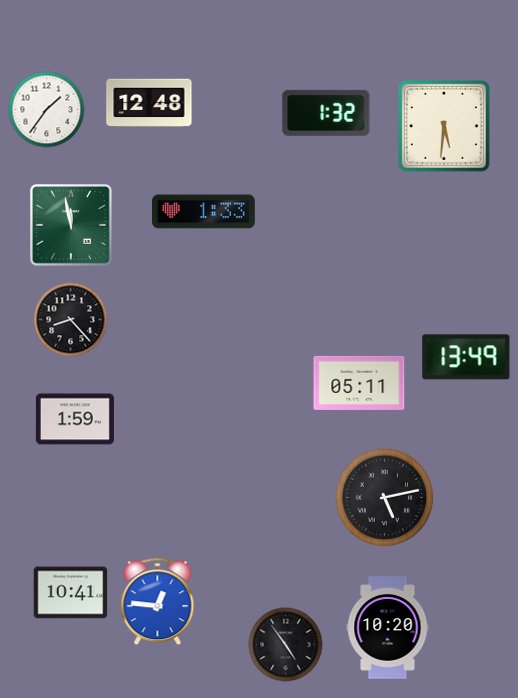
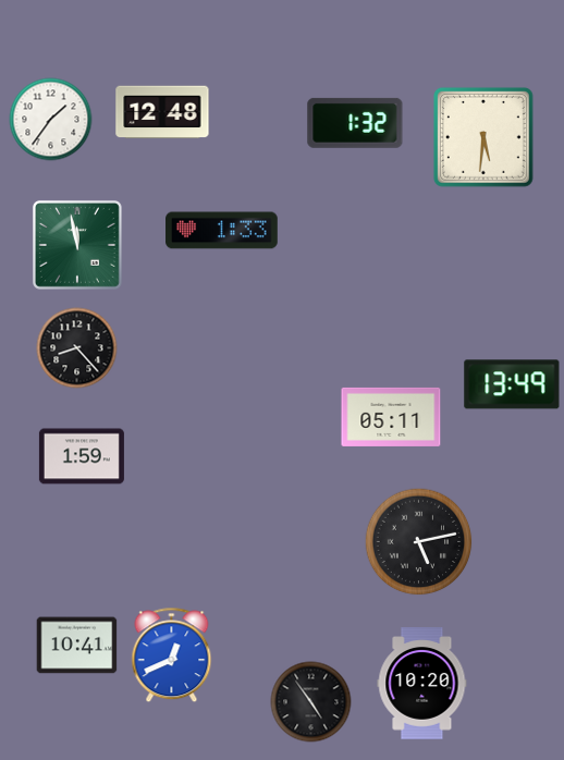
clock at (466, 357) position: (466, 357) -> (512, 384)
clock at (158, 602): 12:46 -> 12:41
